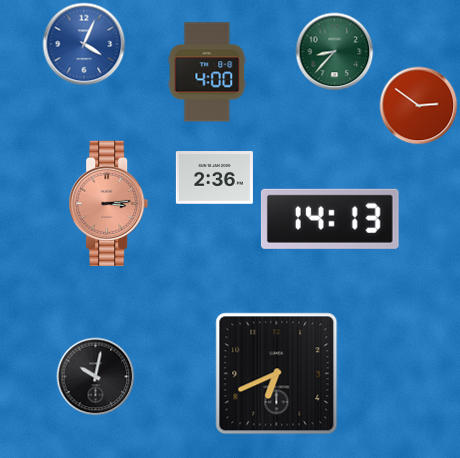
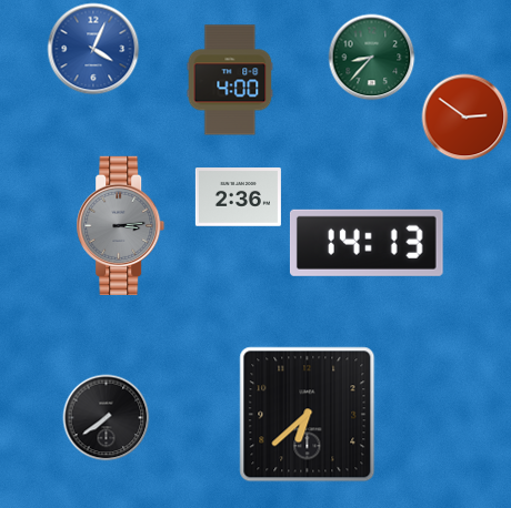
clock at (109, 203) dial: salmon -> grey
clock at (277, 374): 6:41 -> 6:38
clock at (95, 376): 10:02 -> 7:39
